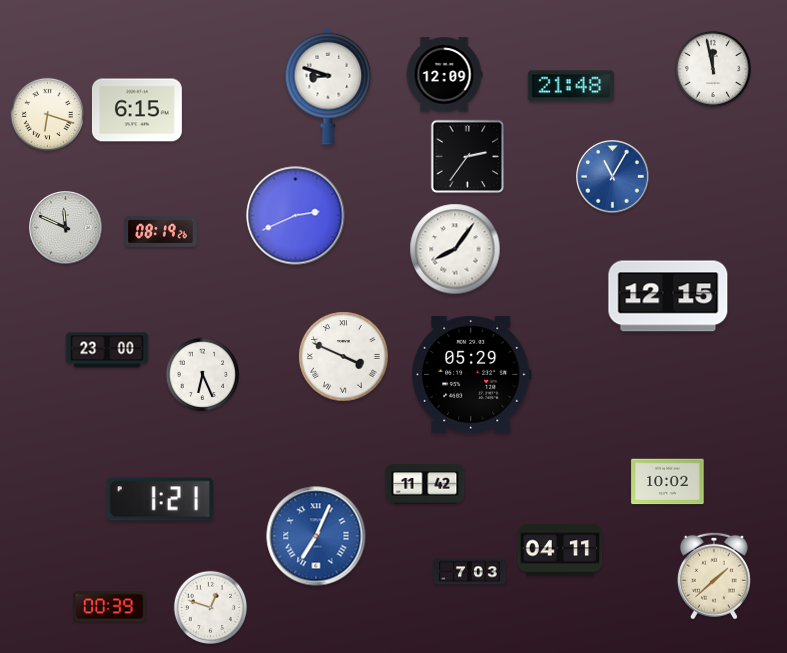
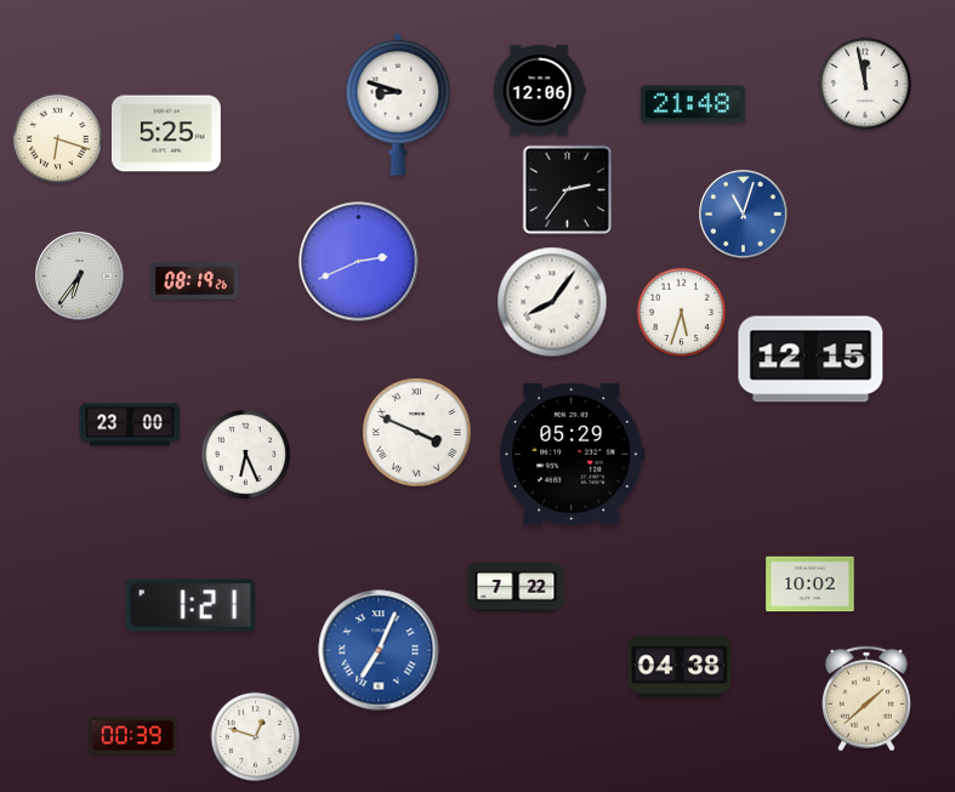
clock at (444, 75): 12:09 -> 12:06
clock at (137, 110): 6:15 -> 5:25
clock at (613, 177): 11:05 -> 11:03
clock at (66, 228): 11:49 -> 6:36
clock at (681, 312): none -> 5:33
clock at (425, 484): 11:42 -> 7:22
clock at (160, 499) position: (160, 499) -> (191, 605)
clock at (316, 536) position: (316, 536) -> (379, 650)
clock at (560, 550): 04:11 -> 04:38
clock at (470, 572): 7:03 -> none
